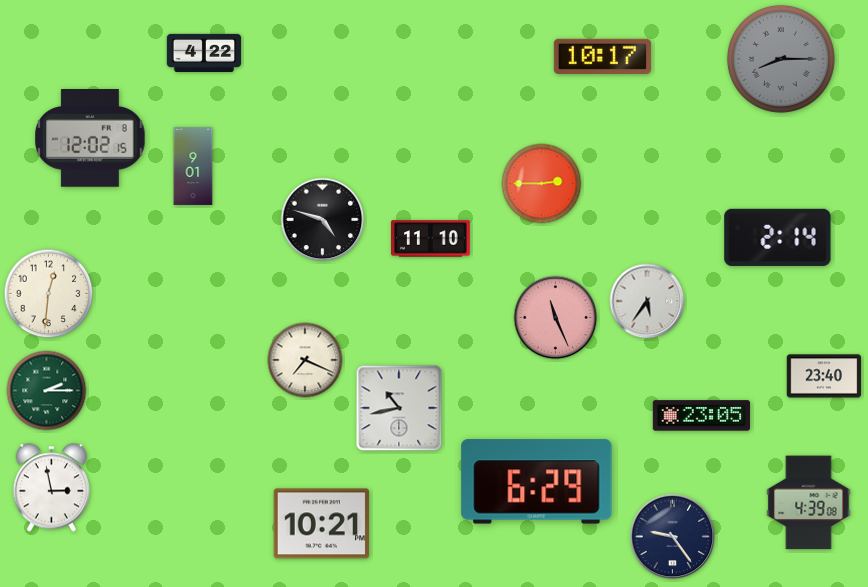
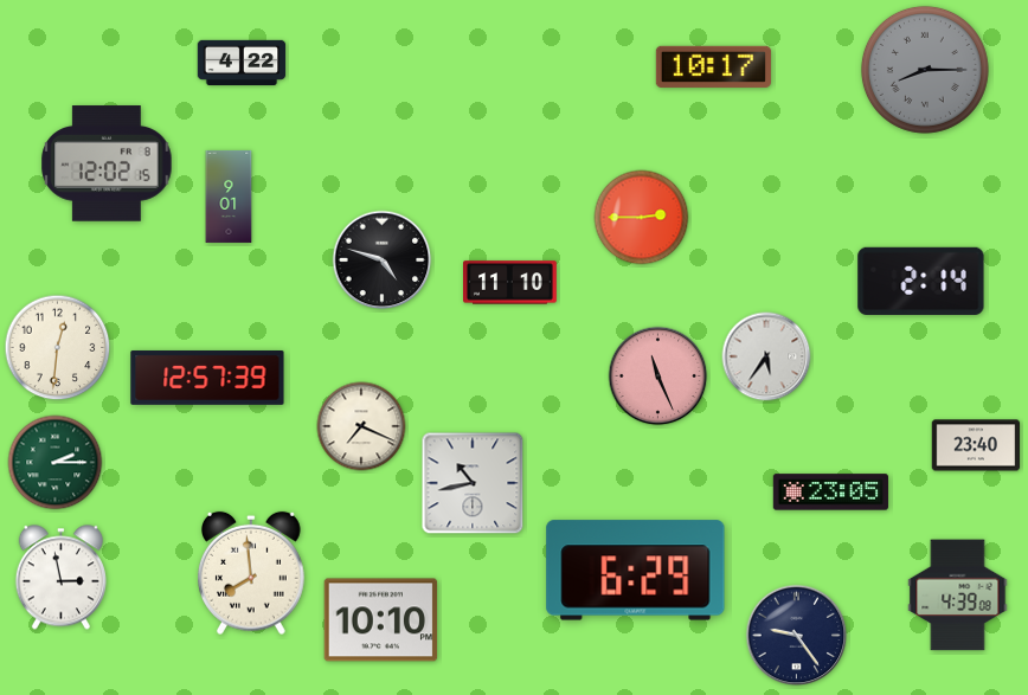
clock at (207, 378): none -> 12:57
clock at (252, 573): none -> 7:59
clock at (322, 524): 10:21 -> 10:10
